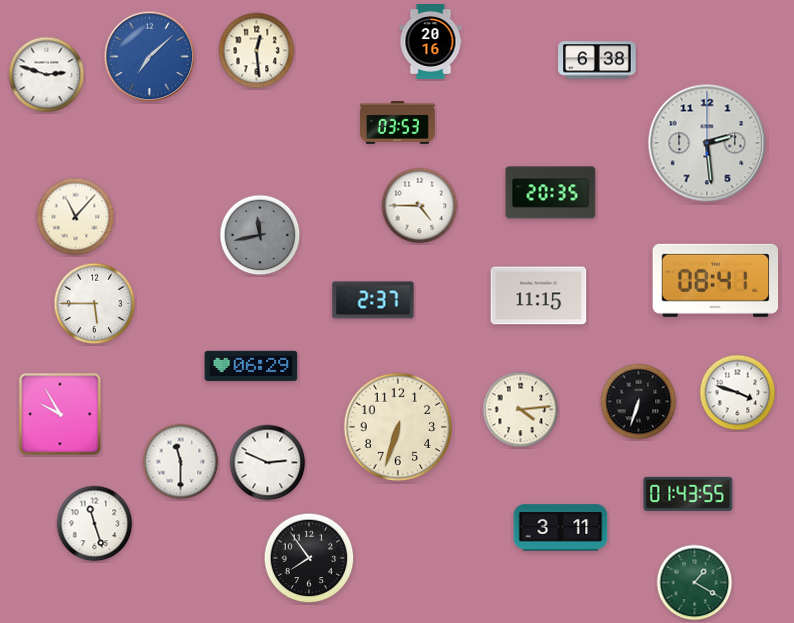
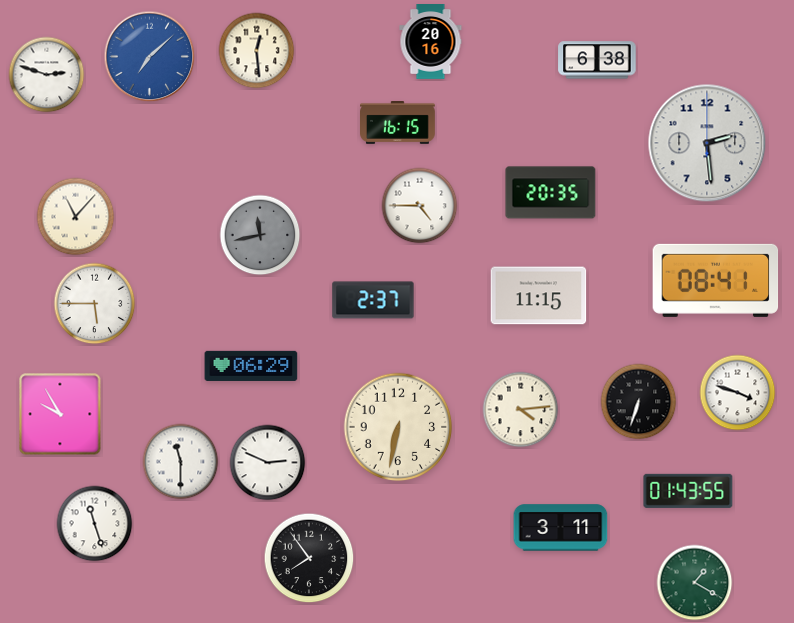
clock at (398, 123): 03:53 -> 16:15
clock at (398, 427): 6:33 -> 6:32
clock at (688, 494) position: (688, 494) -> (688, 491)
